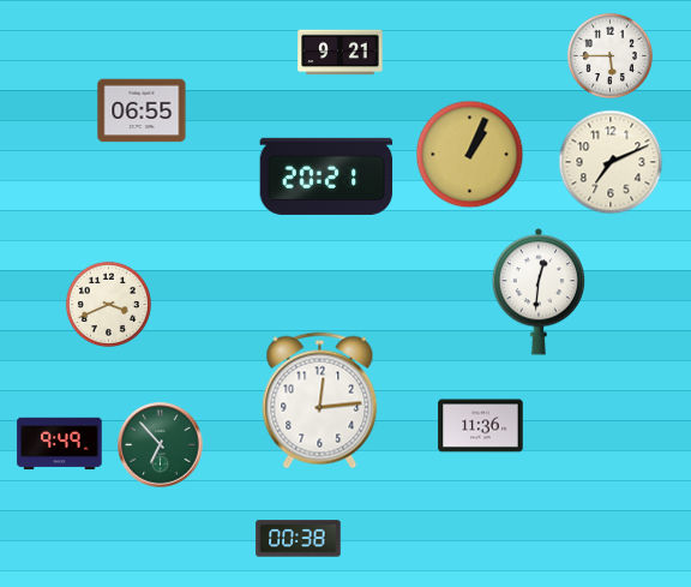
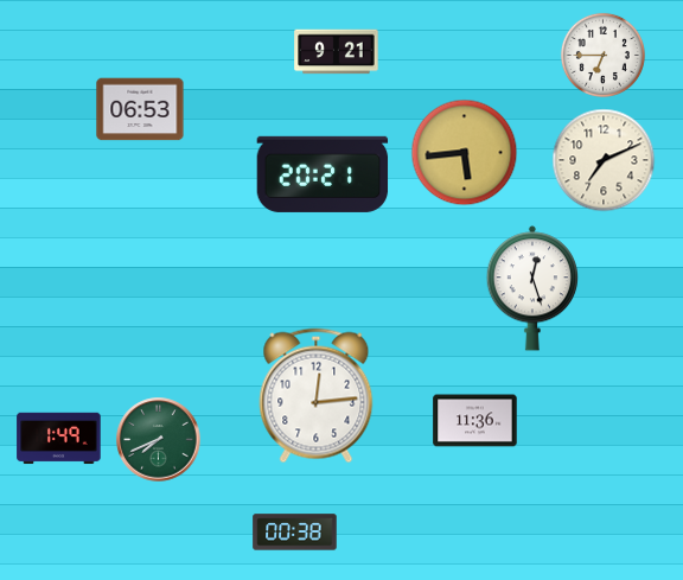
clock at (609, 55): 5:45 -> 6:45
clock at (142, 110): 06:55 -> 06:53
clock at (470, 155): 1:04 -> 5:44
clock at (537, 292): 12:31 -> 12:27
clock at (108, 304): 3:41 -> none
clock at (60, 444): 9:49 -> 1:49
clock at (161, 445): 6:53 -> 7:41
